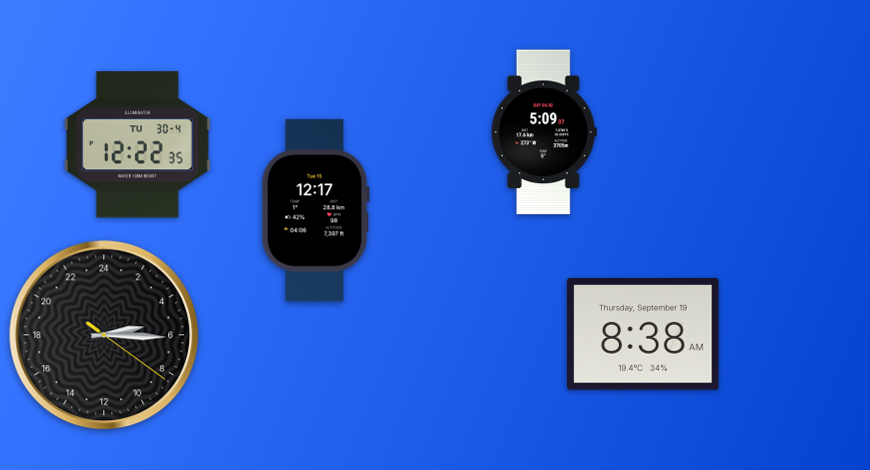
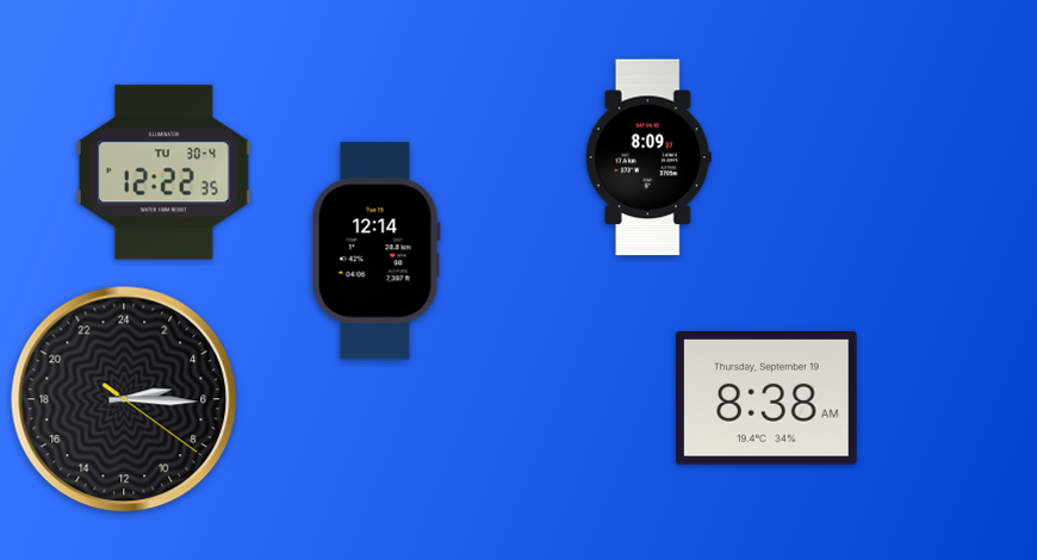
clock at (544, 132): 5:09 -> 8:09
clock at (315, 211): 12:17 -> 12:14
